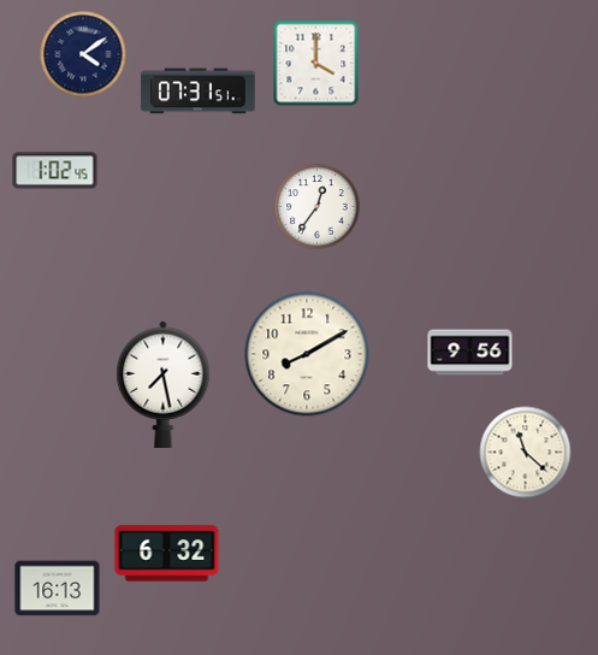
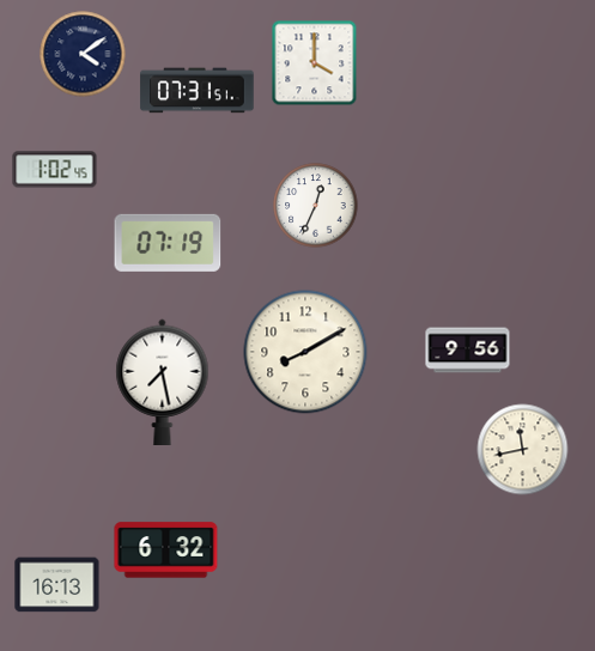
clock at (318, 207): 12:36 -> 12:34
clock at (168, 243): none -> 07:19
clock at (526, 453): 11:22 -> 11:43
